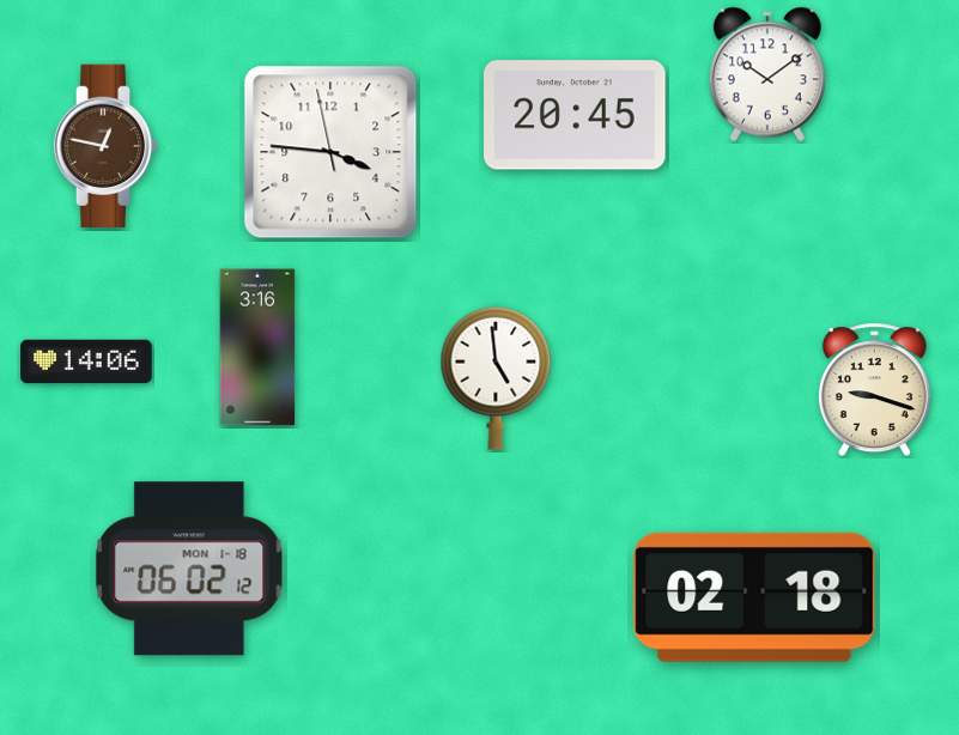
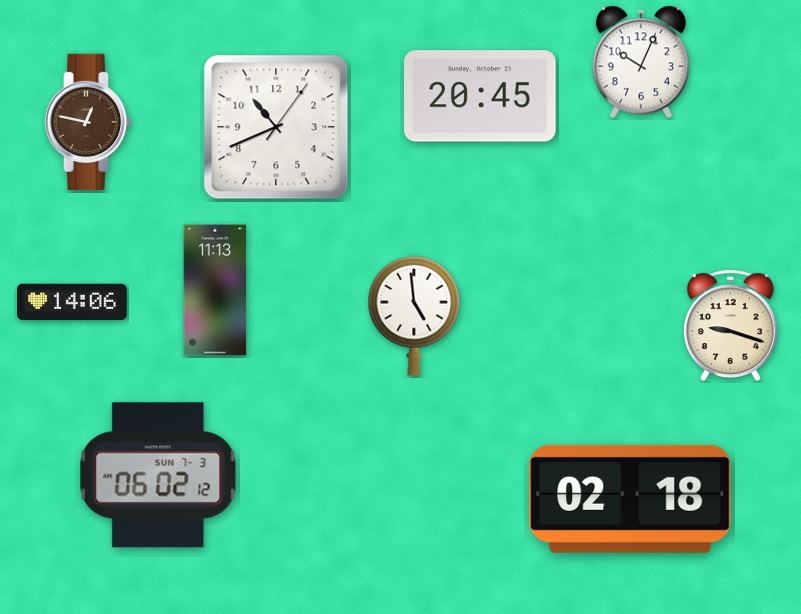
clock at (767, 74): 10:09 -> 10:04
clock at (330, 152): 3:45 -> 10:41
clock at (257, 347): 3:16 -> 11:13
clock at (189, 569) date: MON 1-18 -> SUN 7-3
